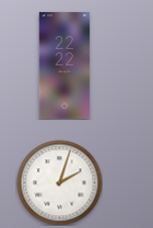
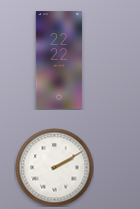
clock at (59, 182): 2:03 -> 2:10
